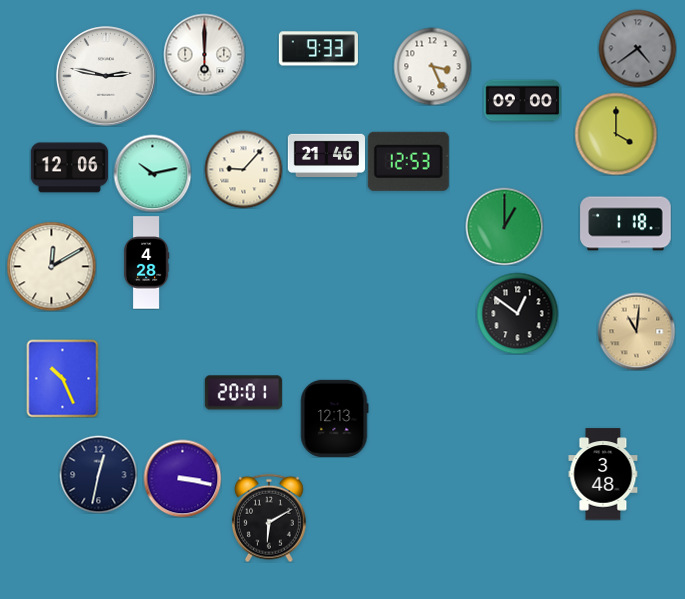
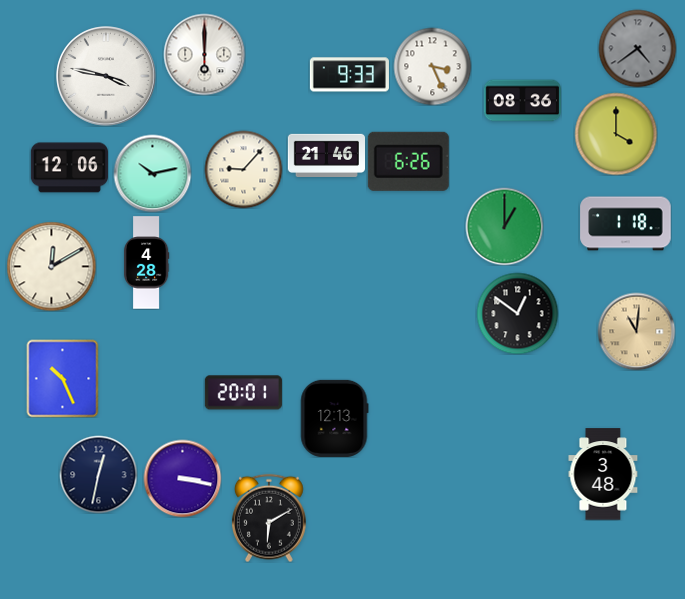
clock at (318, 49) position: (318, 49) -> (349, 75)
clock at (106, 76): 2:47 -> 3:47
clock at (522, 101): 09:00 -> 08:36
clock at (408, 161): 12:53 -> 6:26
